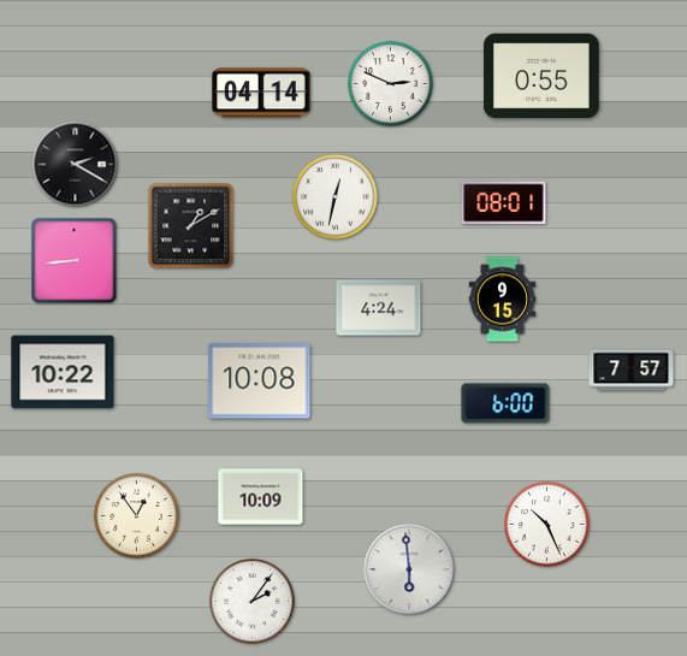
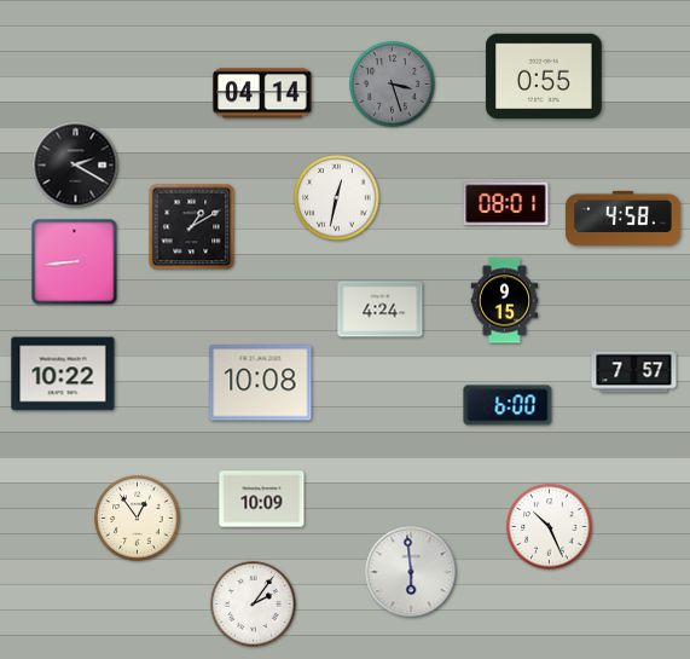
clock at (391, 84): 2:49 -> 3:27
clock at (391, 84) dial: white -> grey
clock at (624, 218): none -> 4:58
